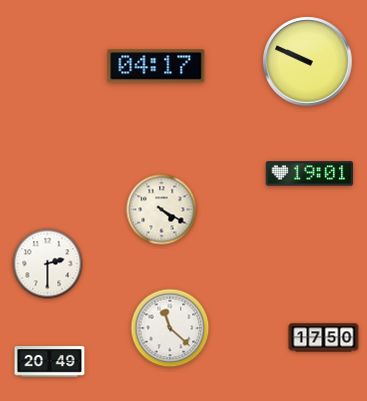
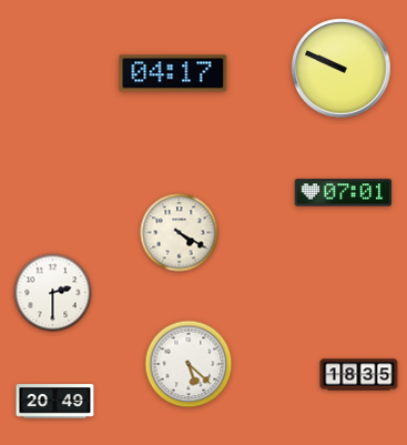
clock at (310, 174): 19:01 -> 07:01
clock at (170, 328): 11:22 -> 5:22
clock at (324, 338): 17:50 -> 18:35
